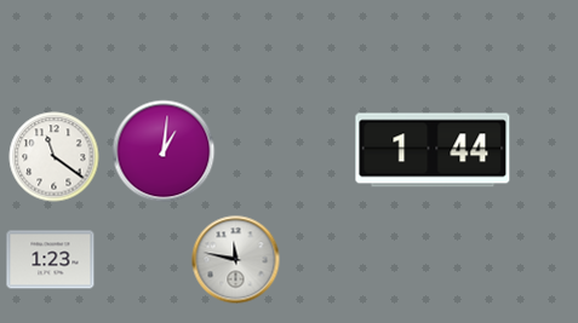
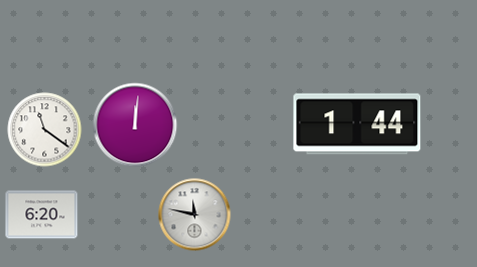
clock at (164, 151): 1:01 -> 12:01
clock at (51, 260): 1:23 -> 6:20
